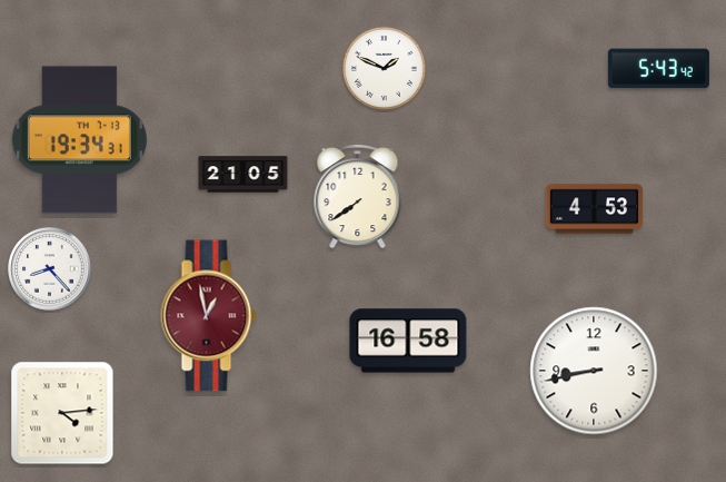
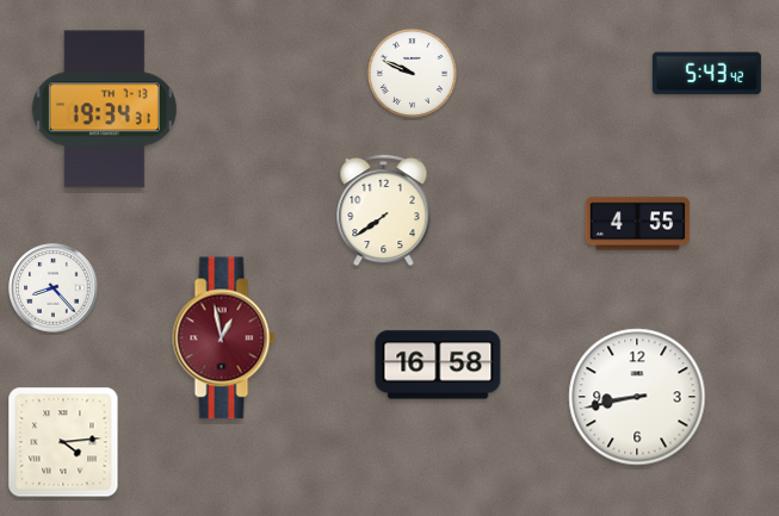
clock at (384, 68): 1:49 -> 9:49
clock at (79, 140) position: (79, 140) -> (104, 110)
clock at (243, 175): 21:05 -> none
clock at (595, 209): 4:53 -> 4:55
clock at (62, 413) position: (62, 413) -> (63, 442)
